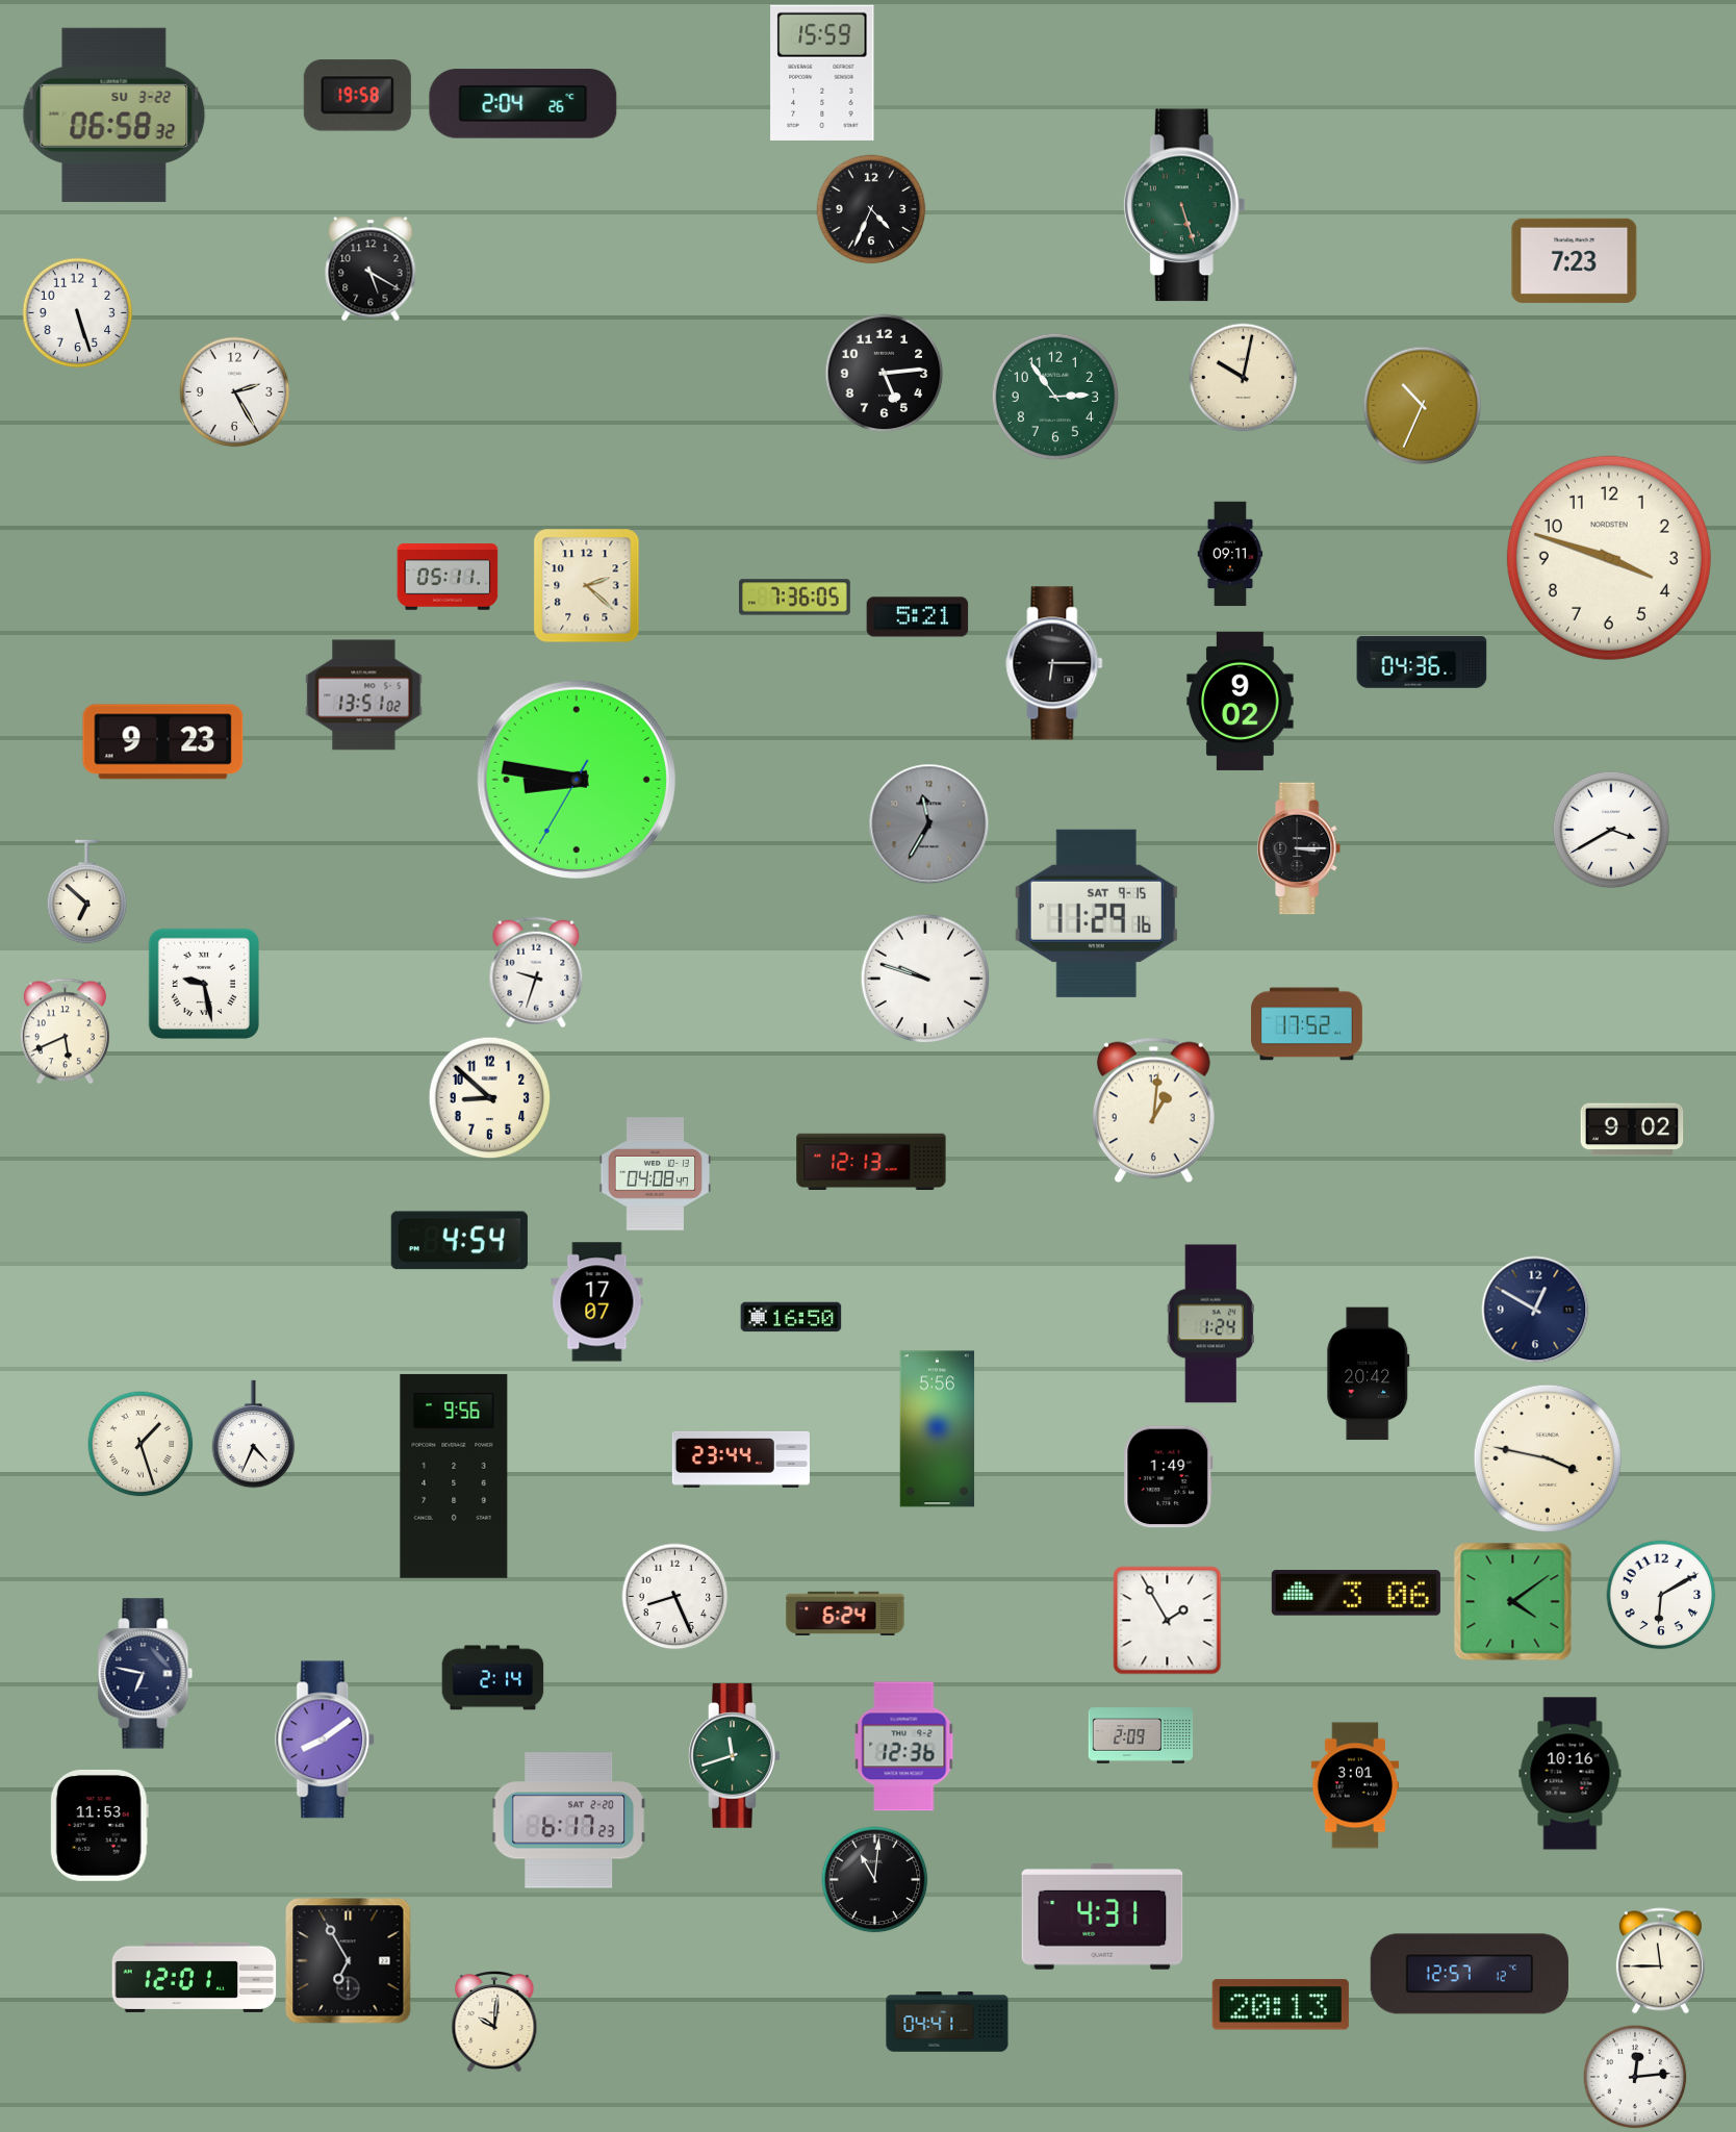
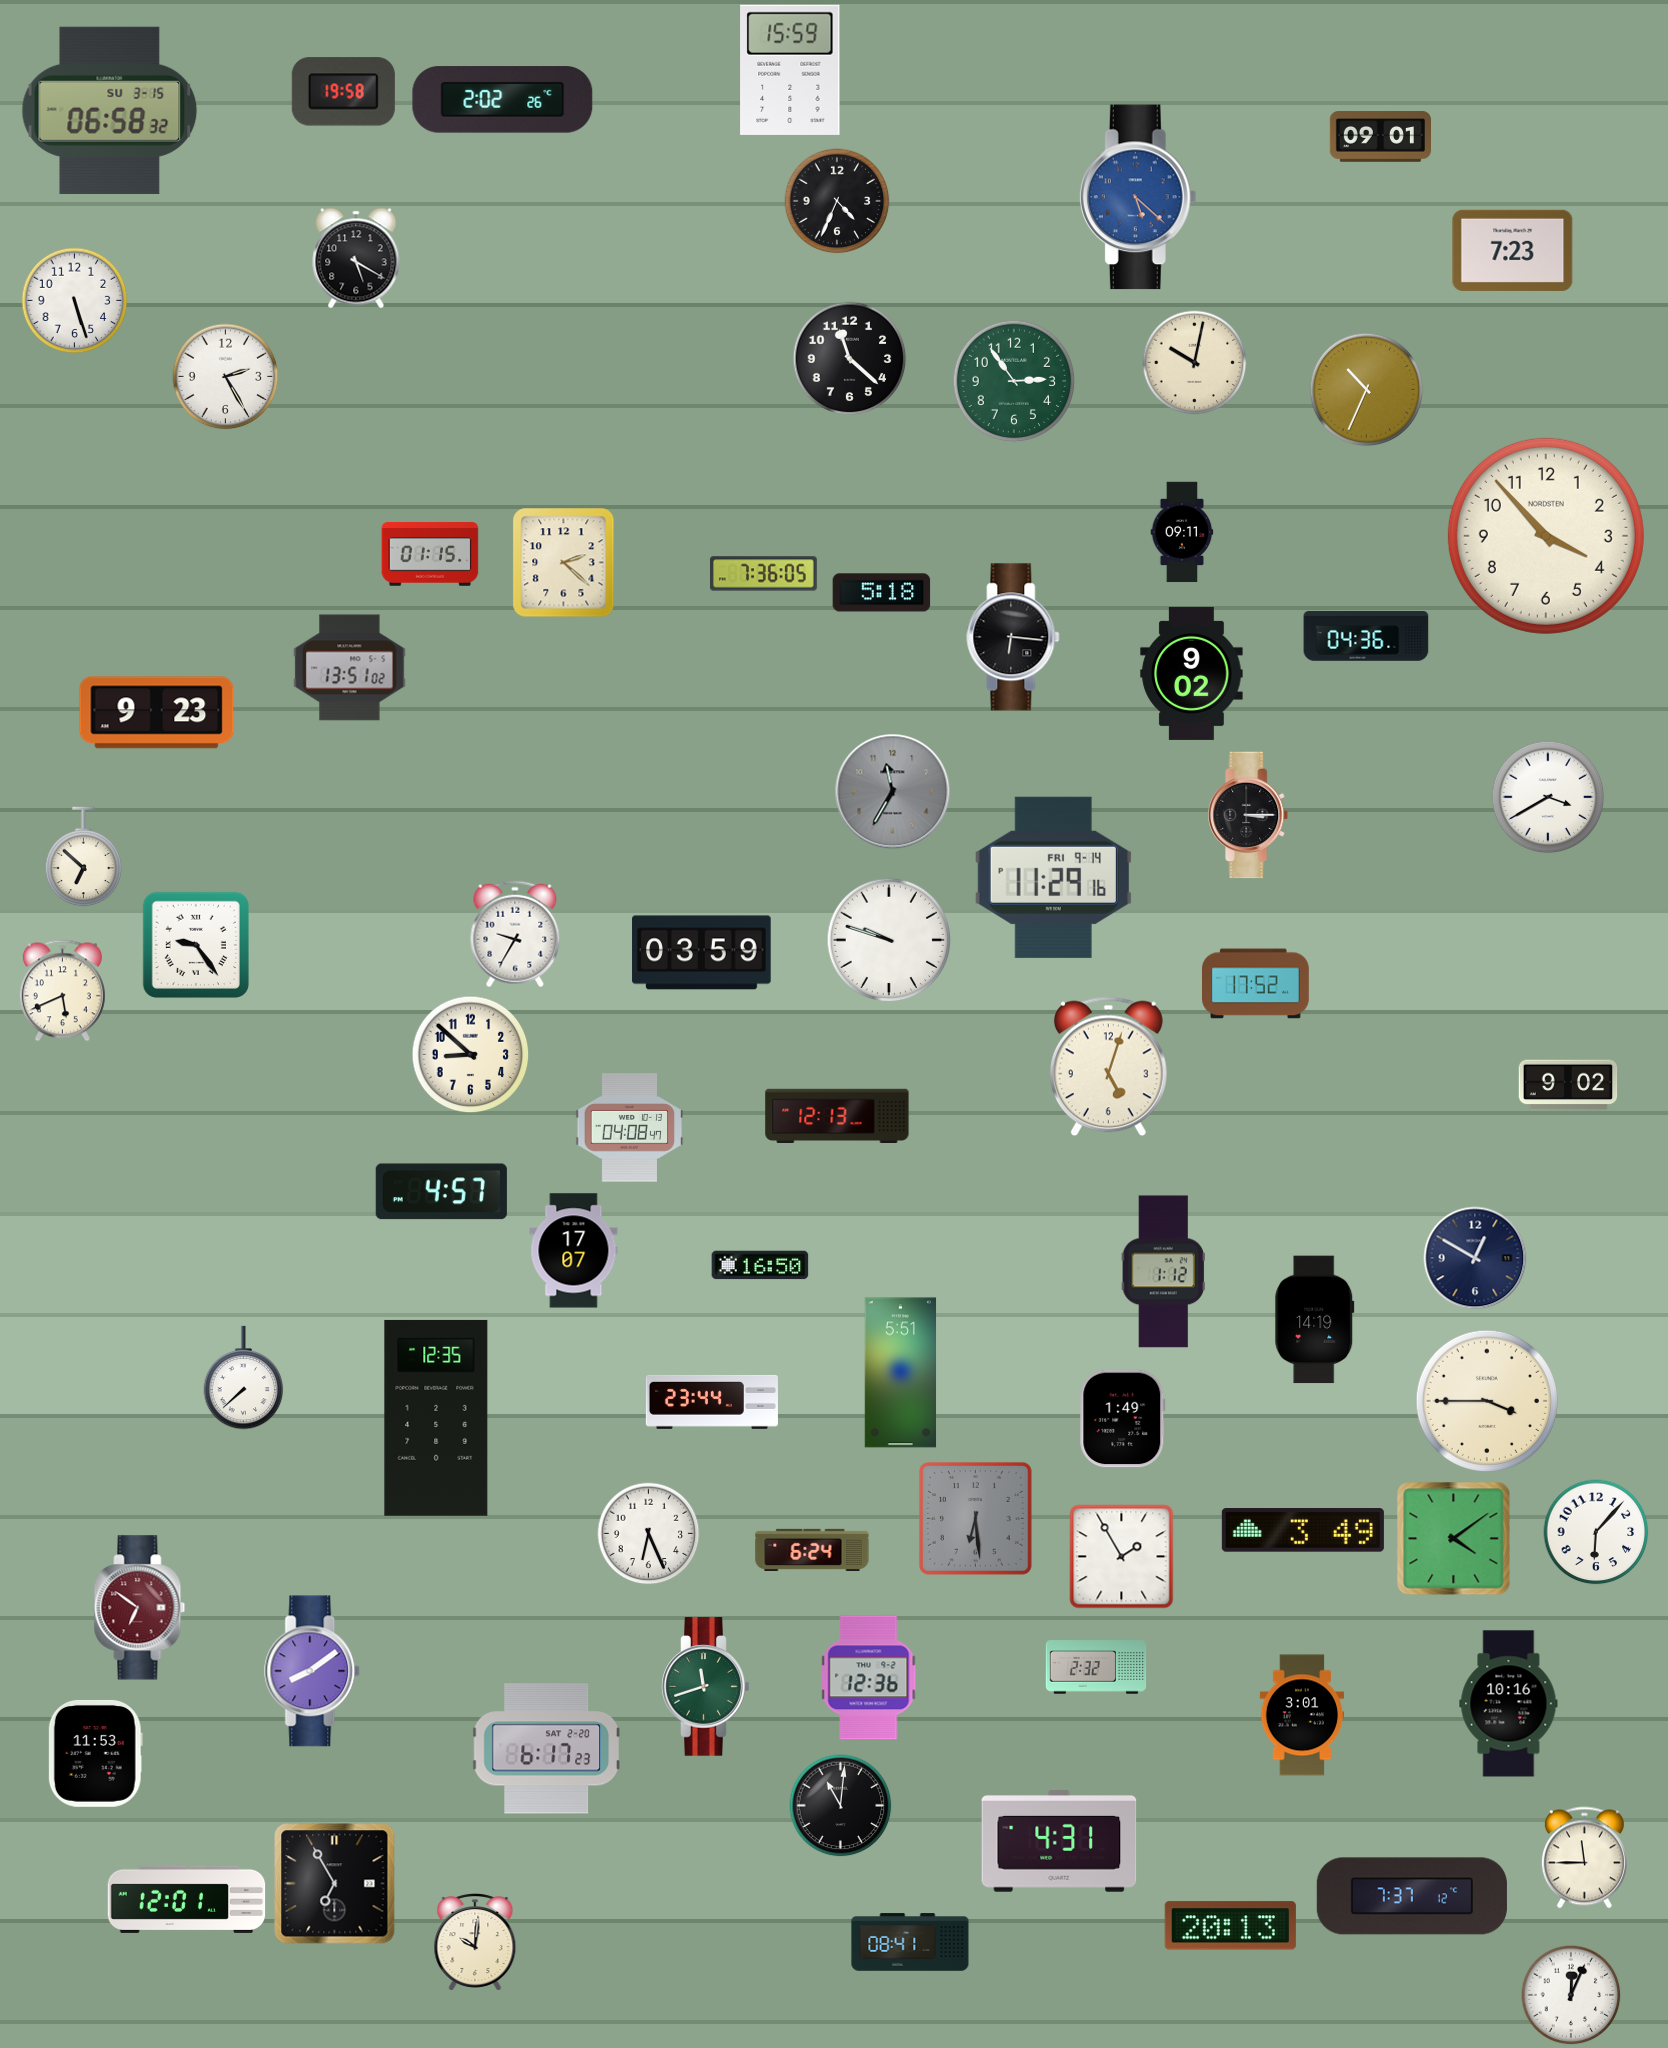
clock at (524, 104): 2:04 -> 2:02
clock at (114, 115) date: SU 3-22 -> SU 3-15
clock at (1380, 137): none -> 09:01
clock at (1184, 205): 5:27 -> 5:22
clock at (1184, 205) dial: green -> blue
clock at (885, 374): 5:14 -> 11:22
clock at (1609, 558): 3:48 -> 3:53
clock at (448, 577): 05:11 -> 01:15
clock at (918, 617): 5:21 -> 5:18
clock at (1054, 663): 6:15 -> 6:16
clock at (577, 780): 8:46 -> none
clock at (1096, 913) date: SAT 9-15 -> FRI 9-14
clock at (536, 972): 9:33 -> 9:35
clock at (204, 984): 9:28 -> 9:24
clock at (702, 953): none -> 03:59
clock at (1153, 1111): 1:01 -> 5:03
clock at (459, 1241): 4:54 -> 4:57
clock at (1210, 1324): 1:24 -> 1:12
clock at (1369, 1374): 20:42 -> 14:19
clock at (938, 1429): 5:56 -> 5:51
clock at (254, 1435): 4:34 -> 7:38
clock at (141, 1444): 1:27 -> none
clock at (1548, 1458): 3:47 -> 3:45
clock at (454, 1476): 9:56 -> 12:35
clock at (975, 1518): none -> 6:29
clock at (1356, 1593): 3:06 -> 3:49
clock at (1661, 1595): 6:10 -> 6:07
clock at (675, 1597): 8:26 -> 6:26
clock at (146, 1674): 6:47 -> 6:51
clock at (146, 1674) dial: navy -> burgundy
clock at (493, 1678): 2:14 -> none
clock at (1141, 1735): 2:09 -> 2:32
clock at (1660, 1961) position: (1660, 1961) -> (1584, 1858)
clock at (1470, 1974): 12:57 -> 7:37
clock at (947, 2022): 04:41 -> 08:41
clock at (1635, 2077): 12:14 -> 12:04
